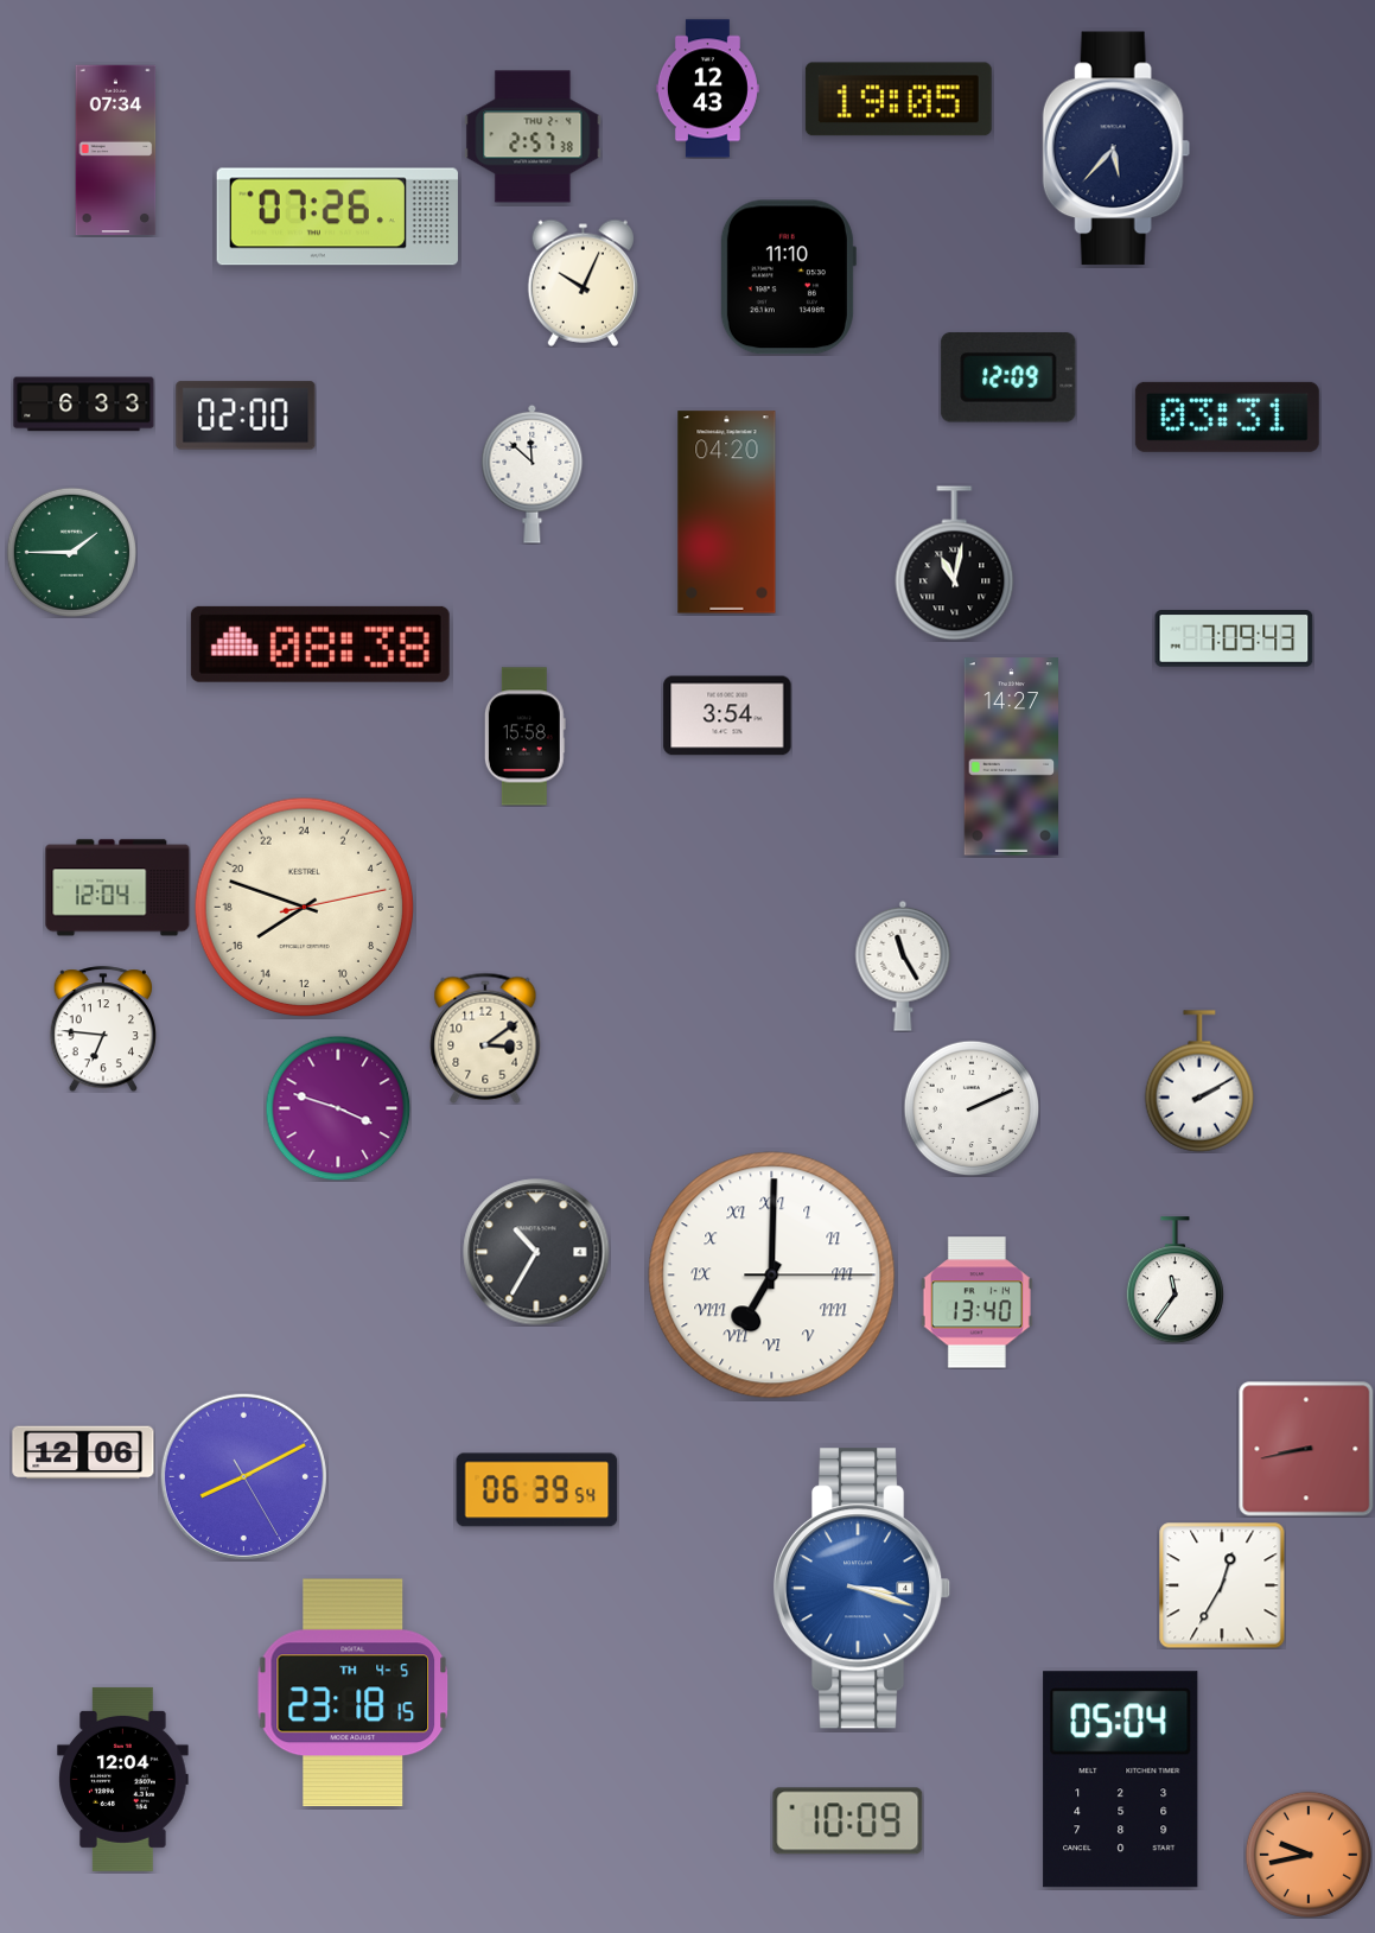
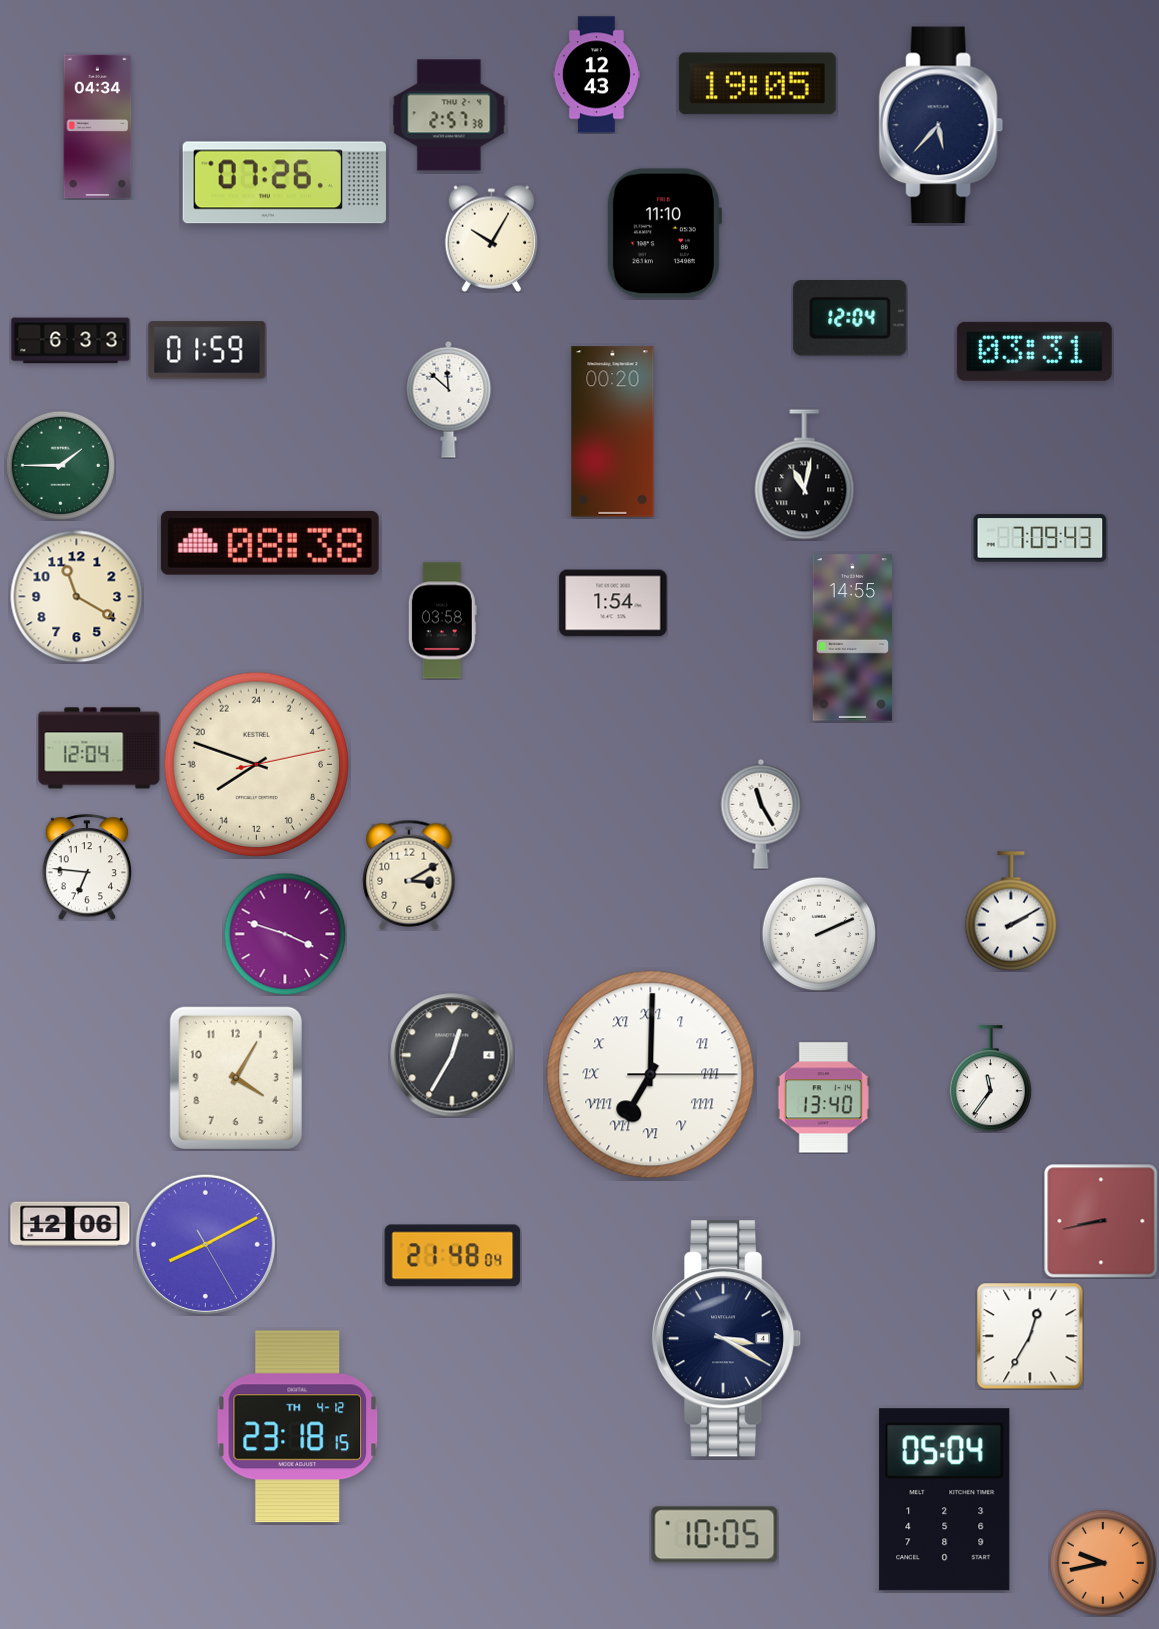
clock at (116, 151): 07:34 -> 04:34
clock at (584, 282): 10:04 -> 10:05
clock at (1008, 379): 12:09 -> 12:04
clock at (246, 415): 02:00 -> 01:59
clock at (727, 513): 04:20 -> 00:20
clock at (77, 597): none -> 11:20
clock at (727, 716): 3:54 -> 1:54
clock at (524, 737): 15:58 -> 03:58
clock at (1012, 757): 14:27 -> 14:55
clock at (485, 1038): 3:09 -> 3:10
clock at (536, 1252): 10:35 -> 12:35
clock at (236, 1078): none -> 4:05
clock at (537, 1490): 06:39 -> 21:48
clock at (862, 1589): 3:18 -> 3:20
clock at (862, 1589) dial: blue -> navy
clock at (352, 1693) date: TH 4-5 -> TH 4-12
clock at (123, 1779): 12:04 -> none
clock at (848, 1821): 10:09 -> 10:05
